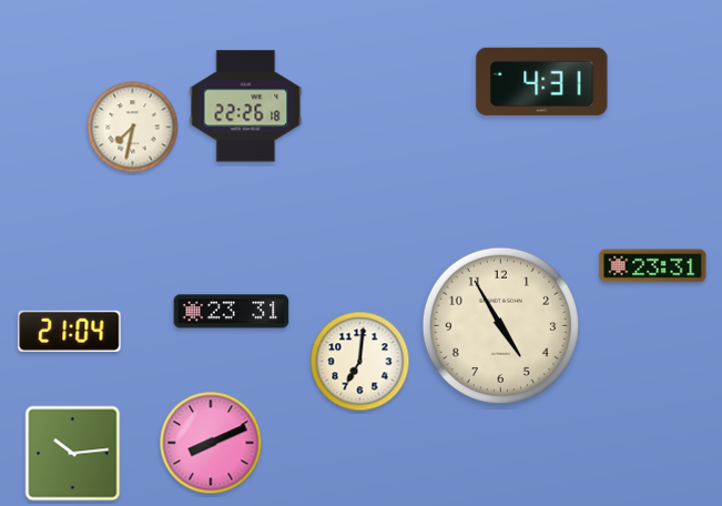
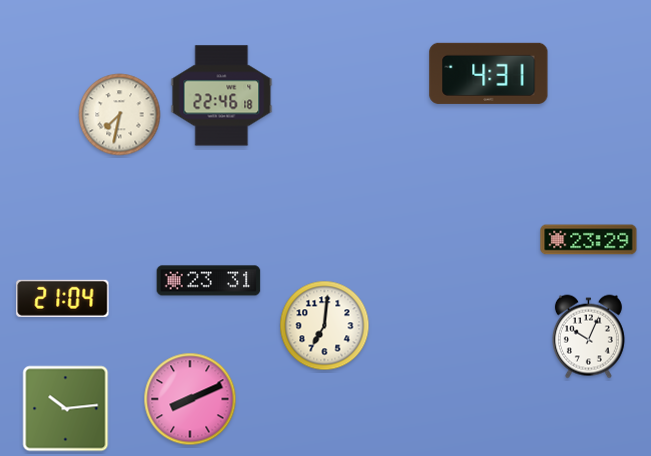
clock at (246, 107): 22:26 -> 22:46
clock at (653, 266): 23:31 -> 23:29
clock at (500, 325): 4:55 -> none
clock at (588, 337): none -> 10:04
